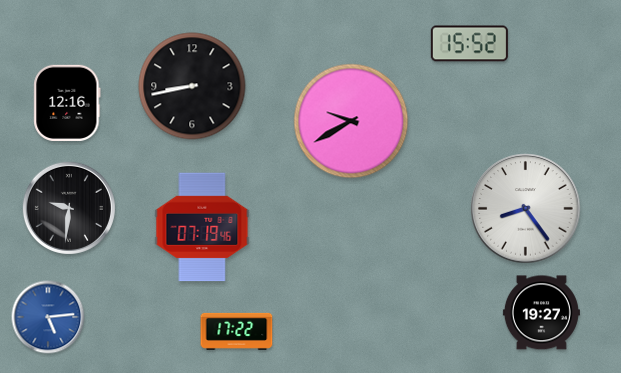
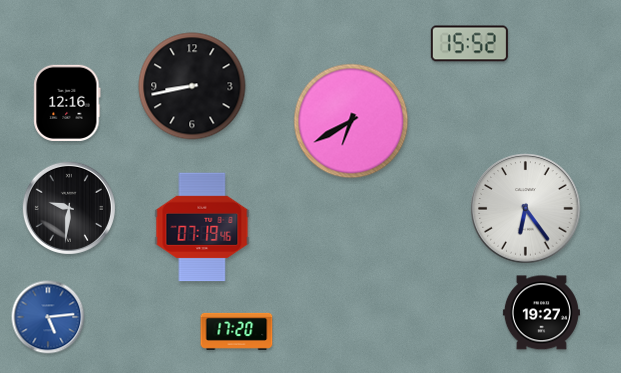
clock at (351, 121): 9:40 -> 6:40
clock at (526, 209): 8:24 -> 6:24
clock at (237, 331): 17:22 -> 17:20
